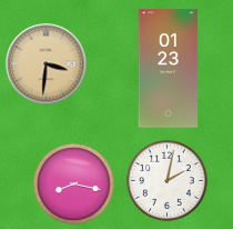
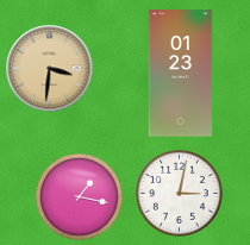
clock at (168, 181): 2:02 -> 3:02
clock at (74, 185): 8:17 -> 1:17
